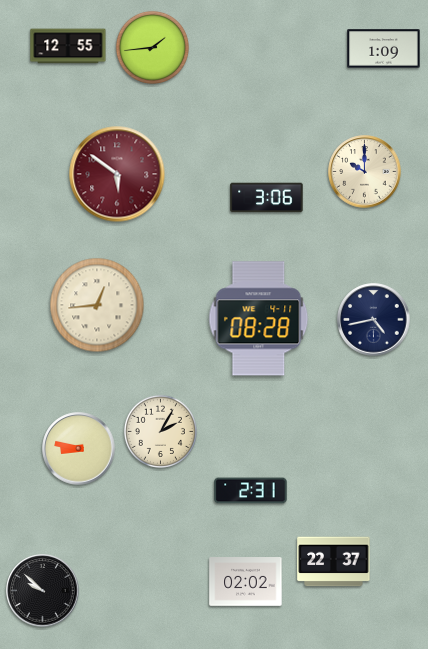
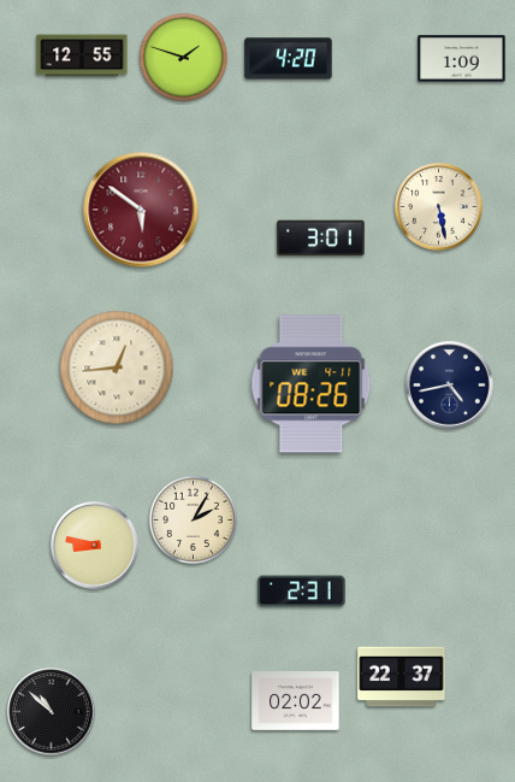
clock at (152, 47): 1:44 -> 1:48
clock at (289, 59): none -> 4:20
clock at (365, 172): 10:00 -> 5:28
clock at (267, 198): 3:06 -> 3:01
clock at (259, 319): 08:28 -> 08:26
clock at (79, 449) position: (79, 449) -> (95, 546)
clock at (43, 591): 9:52 -> 10:52
